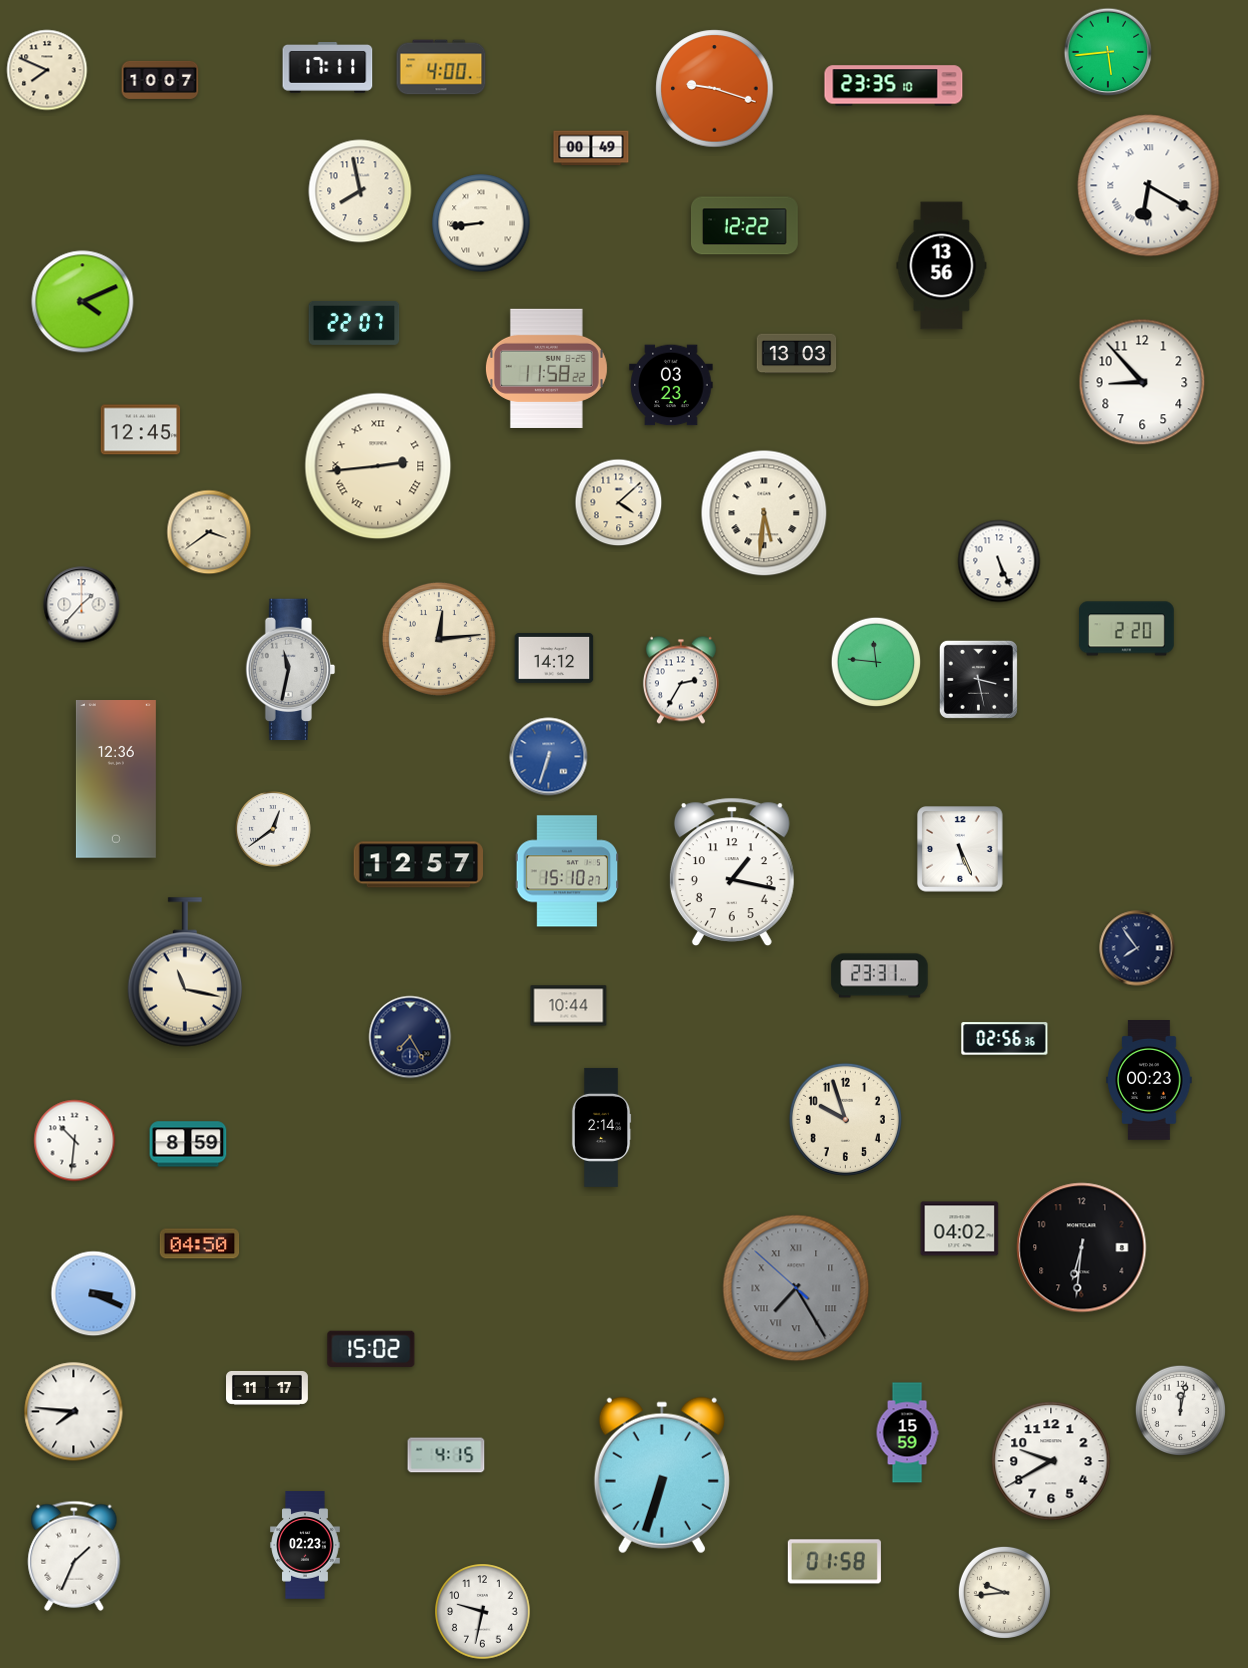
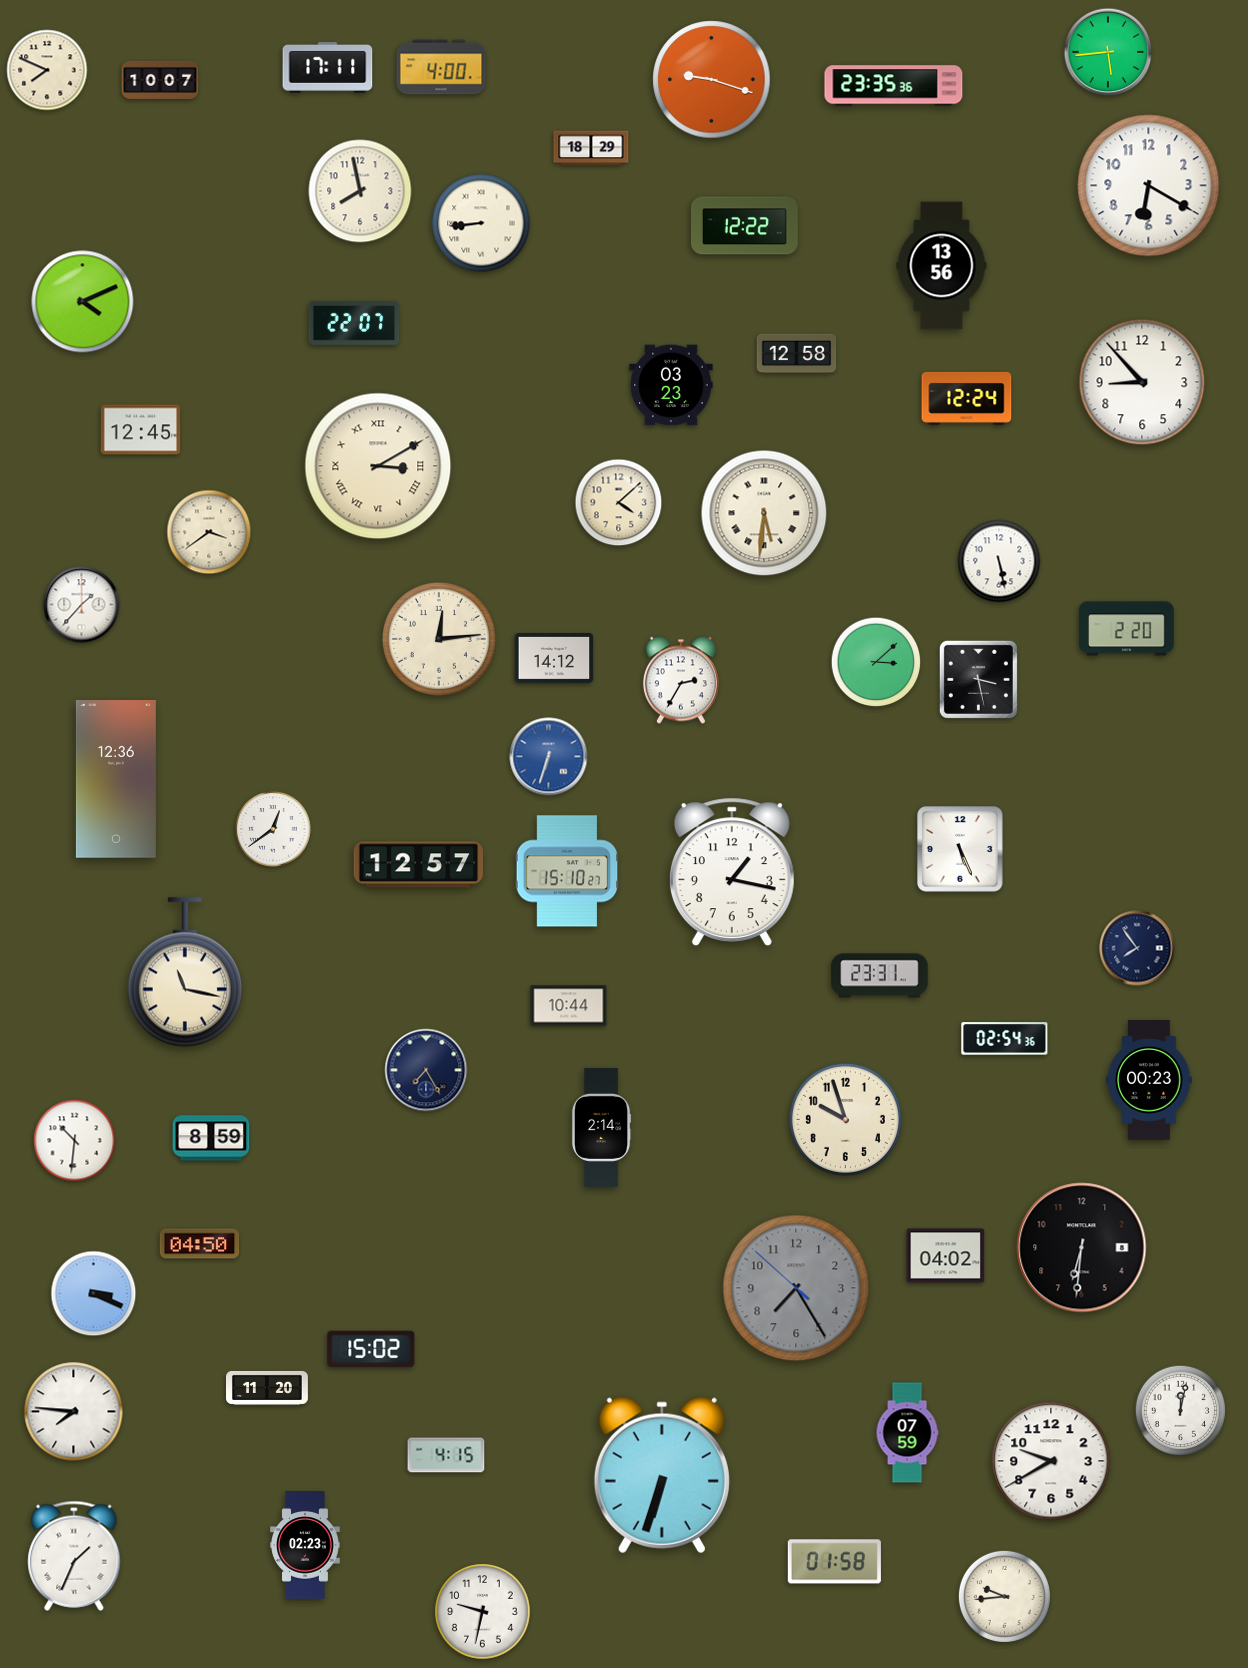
clock at (894, 86): 23:35:10 -> 23:35:36
clock at (715, 89) position: (715, 89) -> (712, 80)
clock at (591, 148): 00:49 -> 18:29
clock at (1149, 186) numerals: Roman -> Arabic
clock at (797, 354): 13:03 -> 12:58
clock at (546, 368): 11:58 -> none
clock at (967, 398): none -> 12:24
clock at (378, 466): 2:44 -> 3:10
clock at (999, 561): 5:26 -> 5:28
clock at (876, 662): 11:46 -> 3:08
clock at (291, 670): 11:32 -> none
clock at (410, 1037) position: (410, 1037) -> (426, 1070)
clock at (1005, 1039): 02:56 -> 02:54
clock at (188, 1144) position: (188, 1144) -> (211, 1138)
clock at (960, 1229) position: (960, 1229) -> (946, 1256)
clock at (796, 1288) numerals: Roman -> Arabic
clock at (268, 1388): 11:17 -> 11:20
clock at (907, 1433): 15:59 -> 07:59
clock at (1004, 1592) position: (1004, 1592) -> (1004, 1596)
